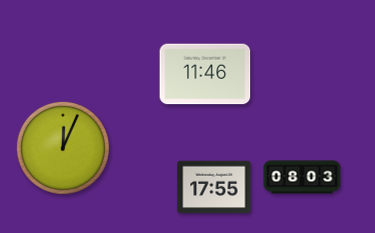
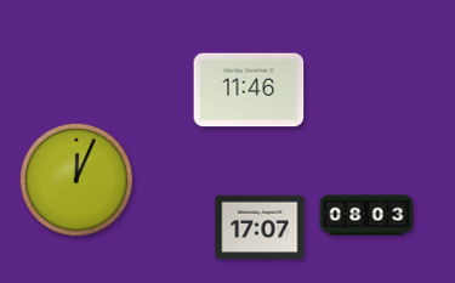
clock at (214, 187): 17:55 -> 17:07
